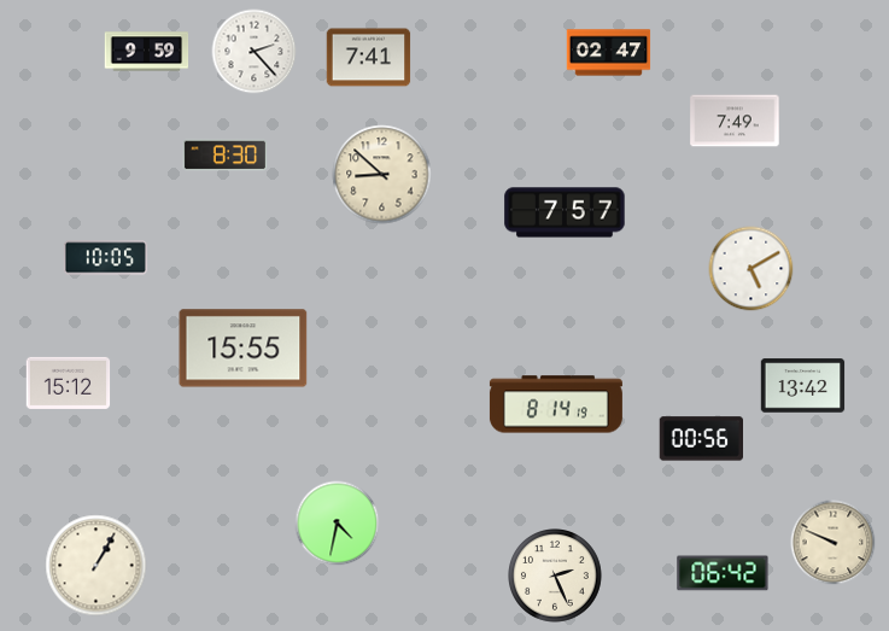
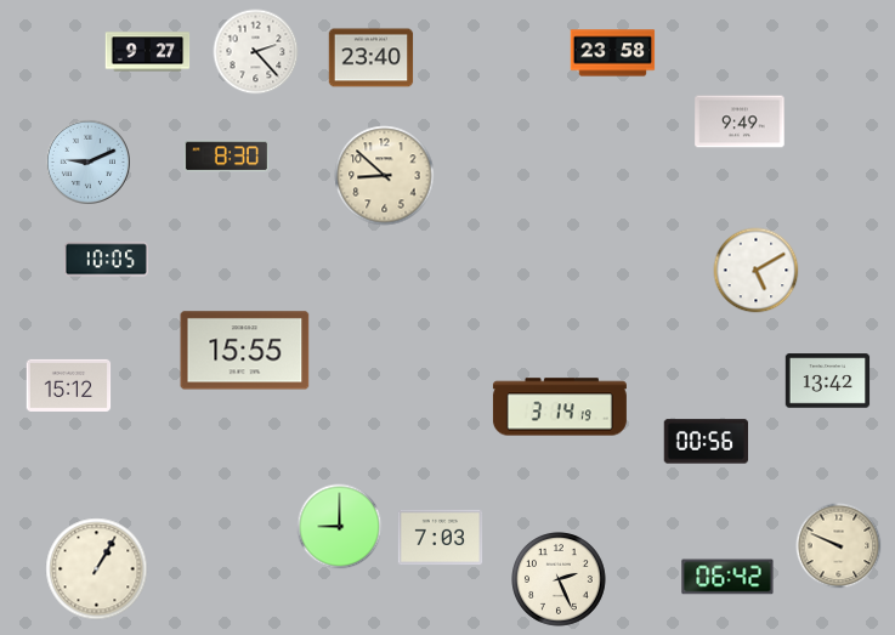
clock at (147, 52): 9:59 -> 9:27
clock at (609, 53): 02:47 -> 23:58
clock at (369, 58): 7:41 -> 23:40
clock at (735, 121): 7:49 -> 9:49
clock at (87, 161): none -> 9:11
clock at (565, 212): 7:57 -> none
clock at (803, 386) position: (803, 386) -> (828, 381)
clock at (556, 404): 8:14 -> 3:14
clock at (338, 524): 4:32 -> 9:00
clock at (441, 538): none -> 7:03
